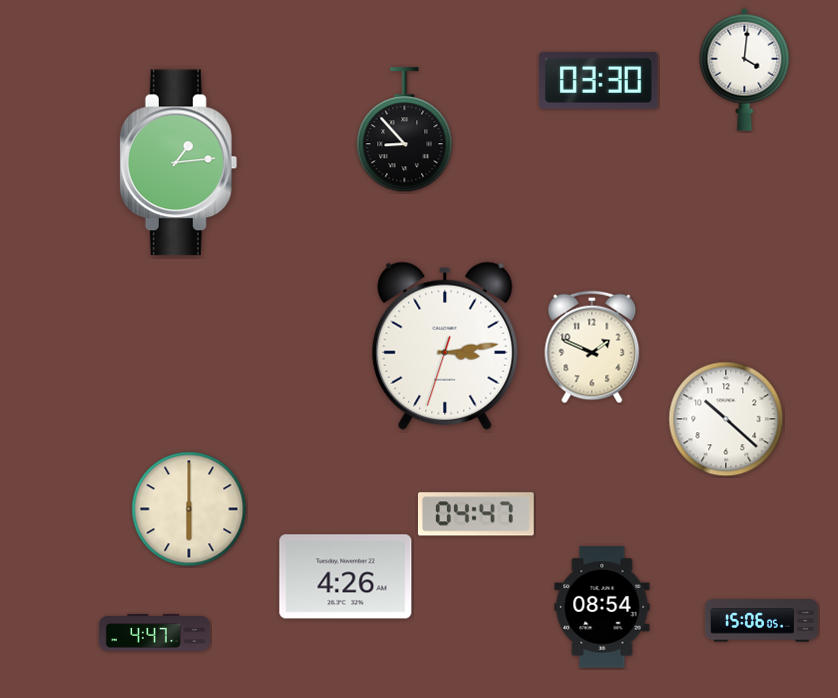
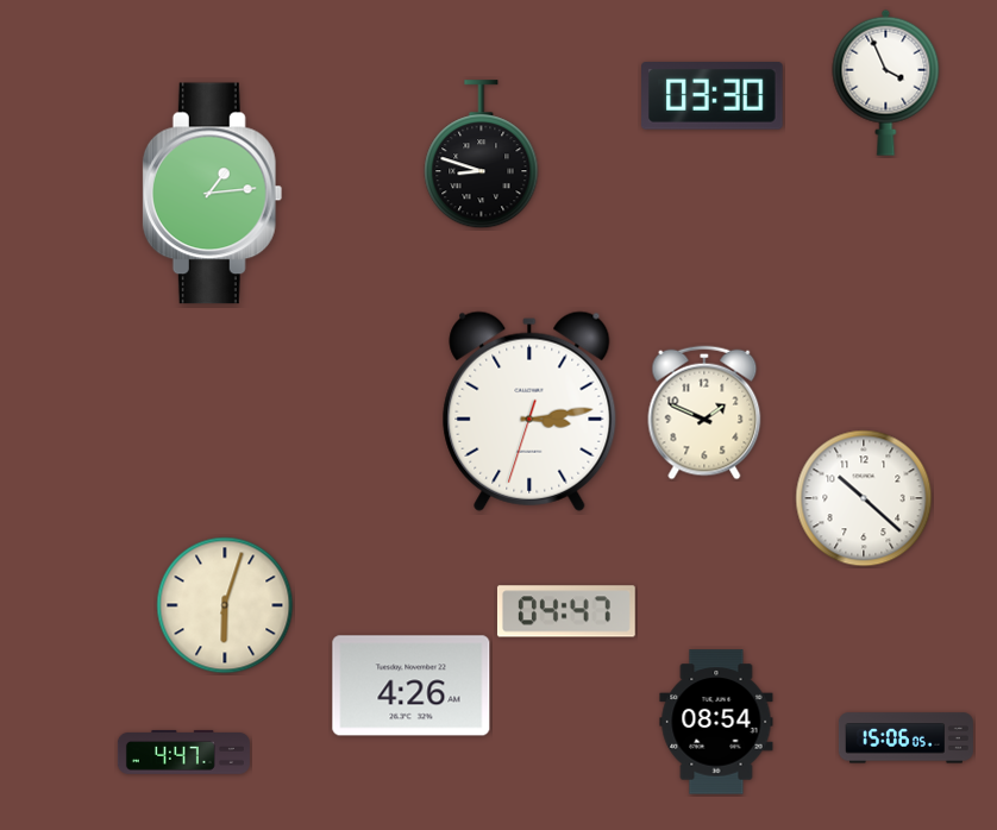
clock at (745, 69): 4:01 -> 3:56
clock at (405, 130): 8:53 -> 8:48
clock at (189, 509): 6:00 -> 6:03
